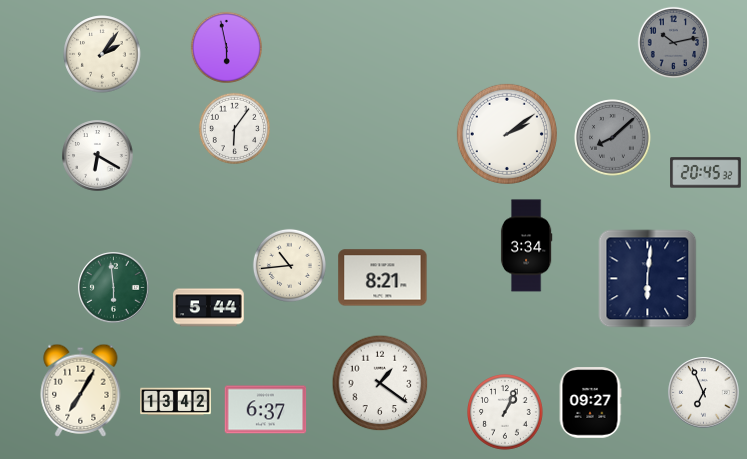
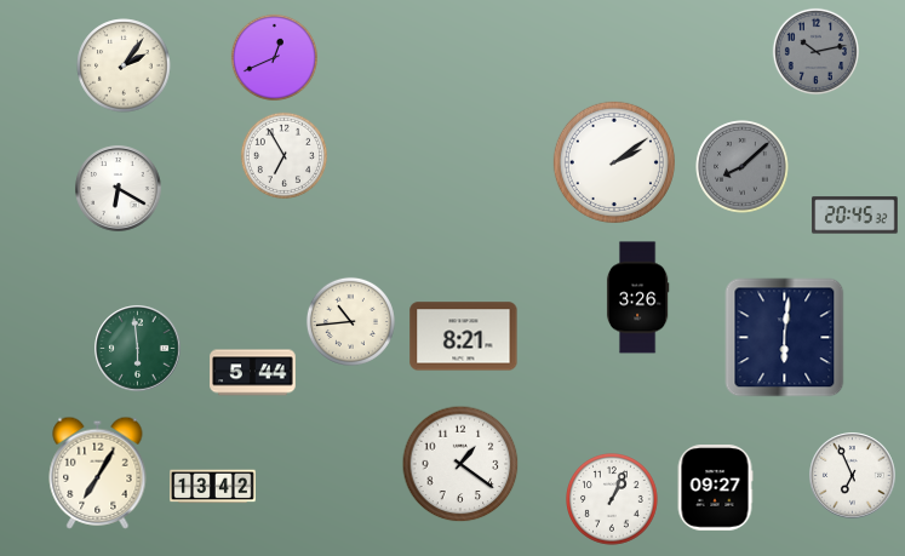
clock at (226, 47): 5:58 -> 12:41
clock at (234, 128): 6:06 -> 6:55
clock at (706, 173) position: (706, 173) -> (855, 216)
clock at (526, 246): 3:34 -> 3:26
clock at (266, 410): 6:37 -> none
